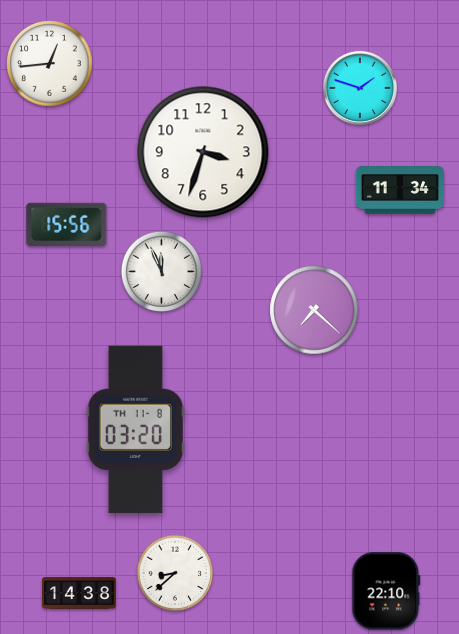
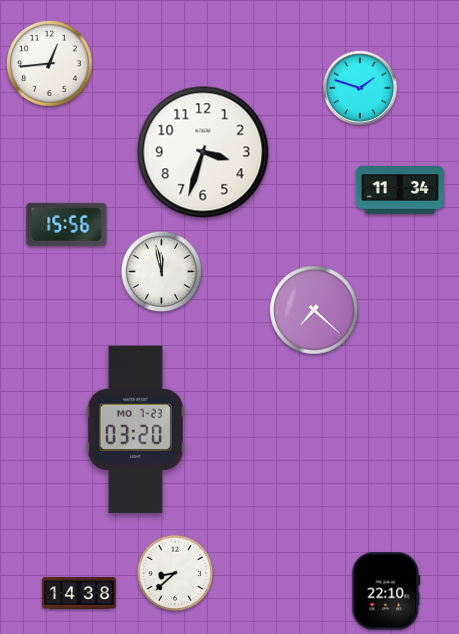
clock at (161, 271): 11:56 -> 11:58
clock at (135, 430) date: TH 11-8 -> MO 7-23
